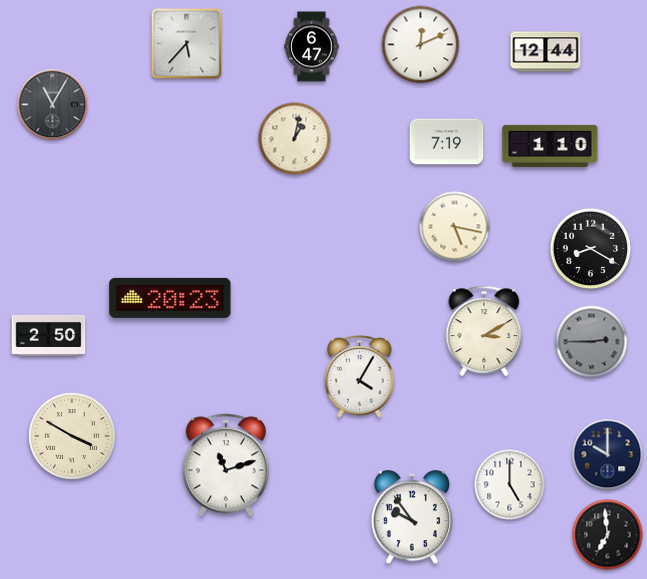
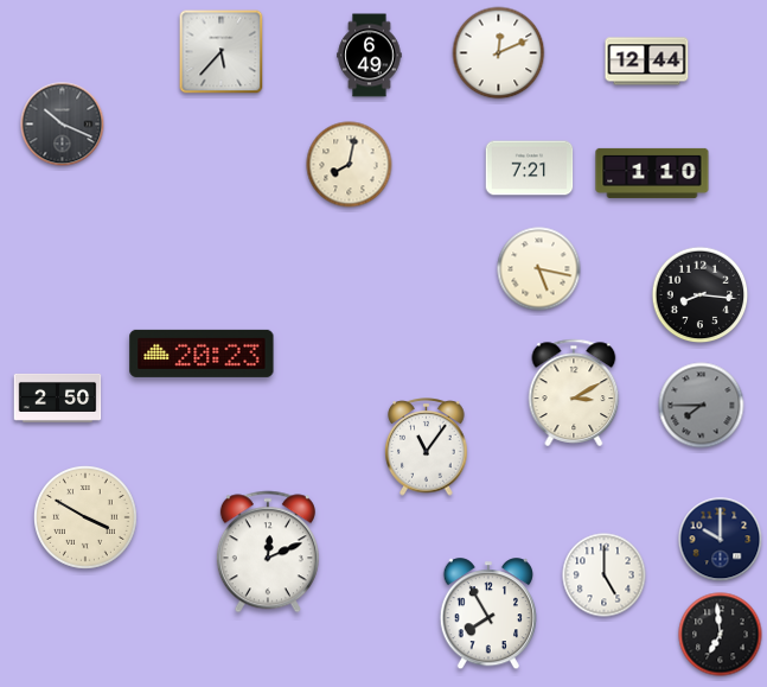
clock at (312, 47): 6:47 -> 6:49
clock at (53, 105): 11:05 -> 10:19
clock at (295, 139): 1:02 -> 8:02
clock at (447, 142): 7:19 -> 7:21
clock at (591, 249): 8:20 -> 8:16
clock at (592, 342): 2:45 -> 7:45
clock at (360, 377): 4:05 -> 11:06
clock at (226, 465): 11:12 -> 12:11
clock at (411, 518): 9:54 -> 7:55
